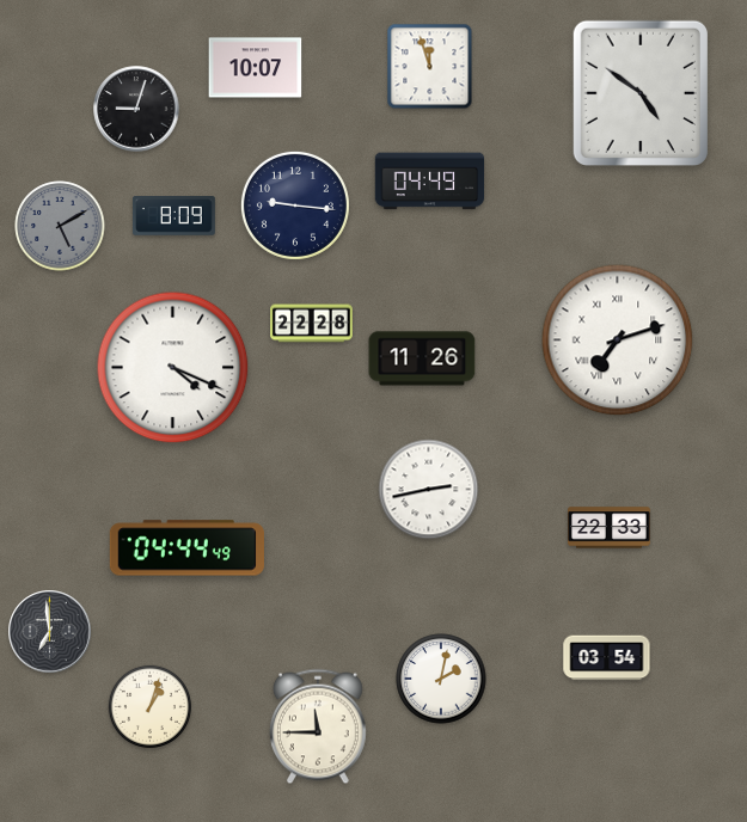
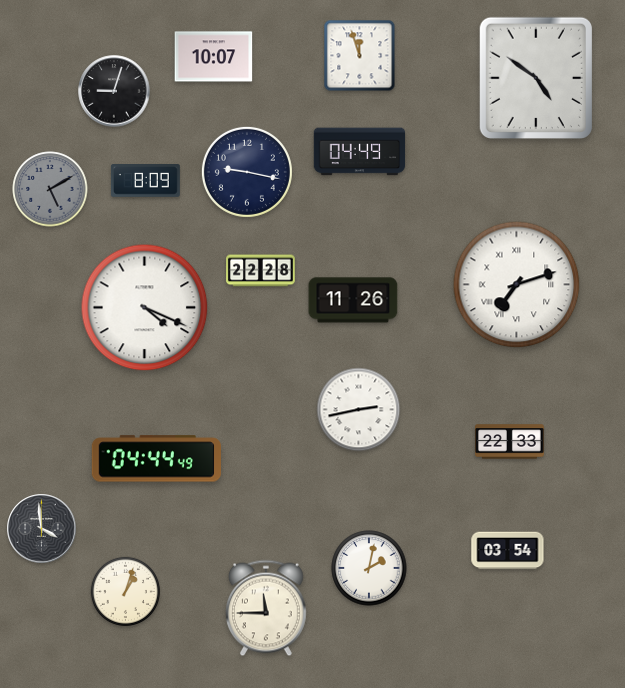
clock at (295, 205): 9:16 -> 9:17
clock at (50, 632): 6:59 -> 3:59
